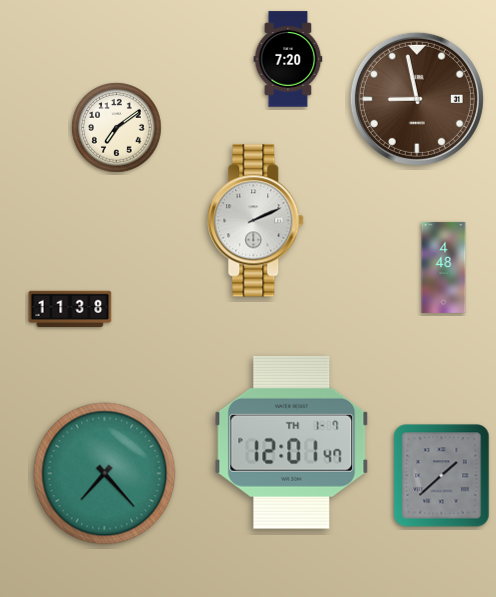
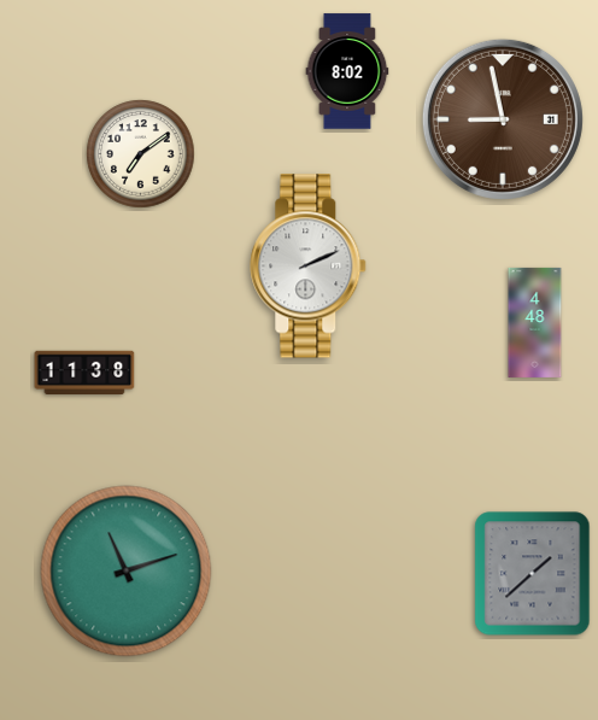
clock at (288, 59): 7:20 -> 8:02
clock at (292, 442): 12:01 -> none
clock at (105, 474): 7:23 -> 11:12
